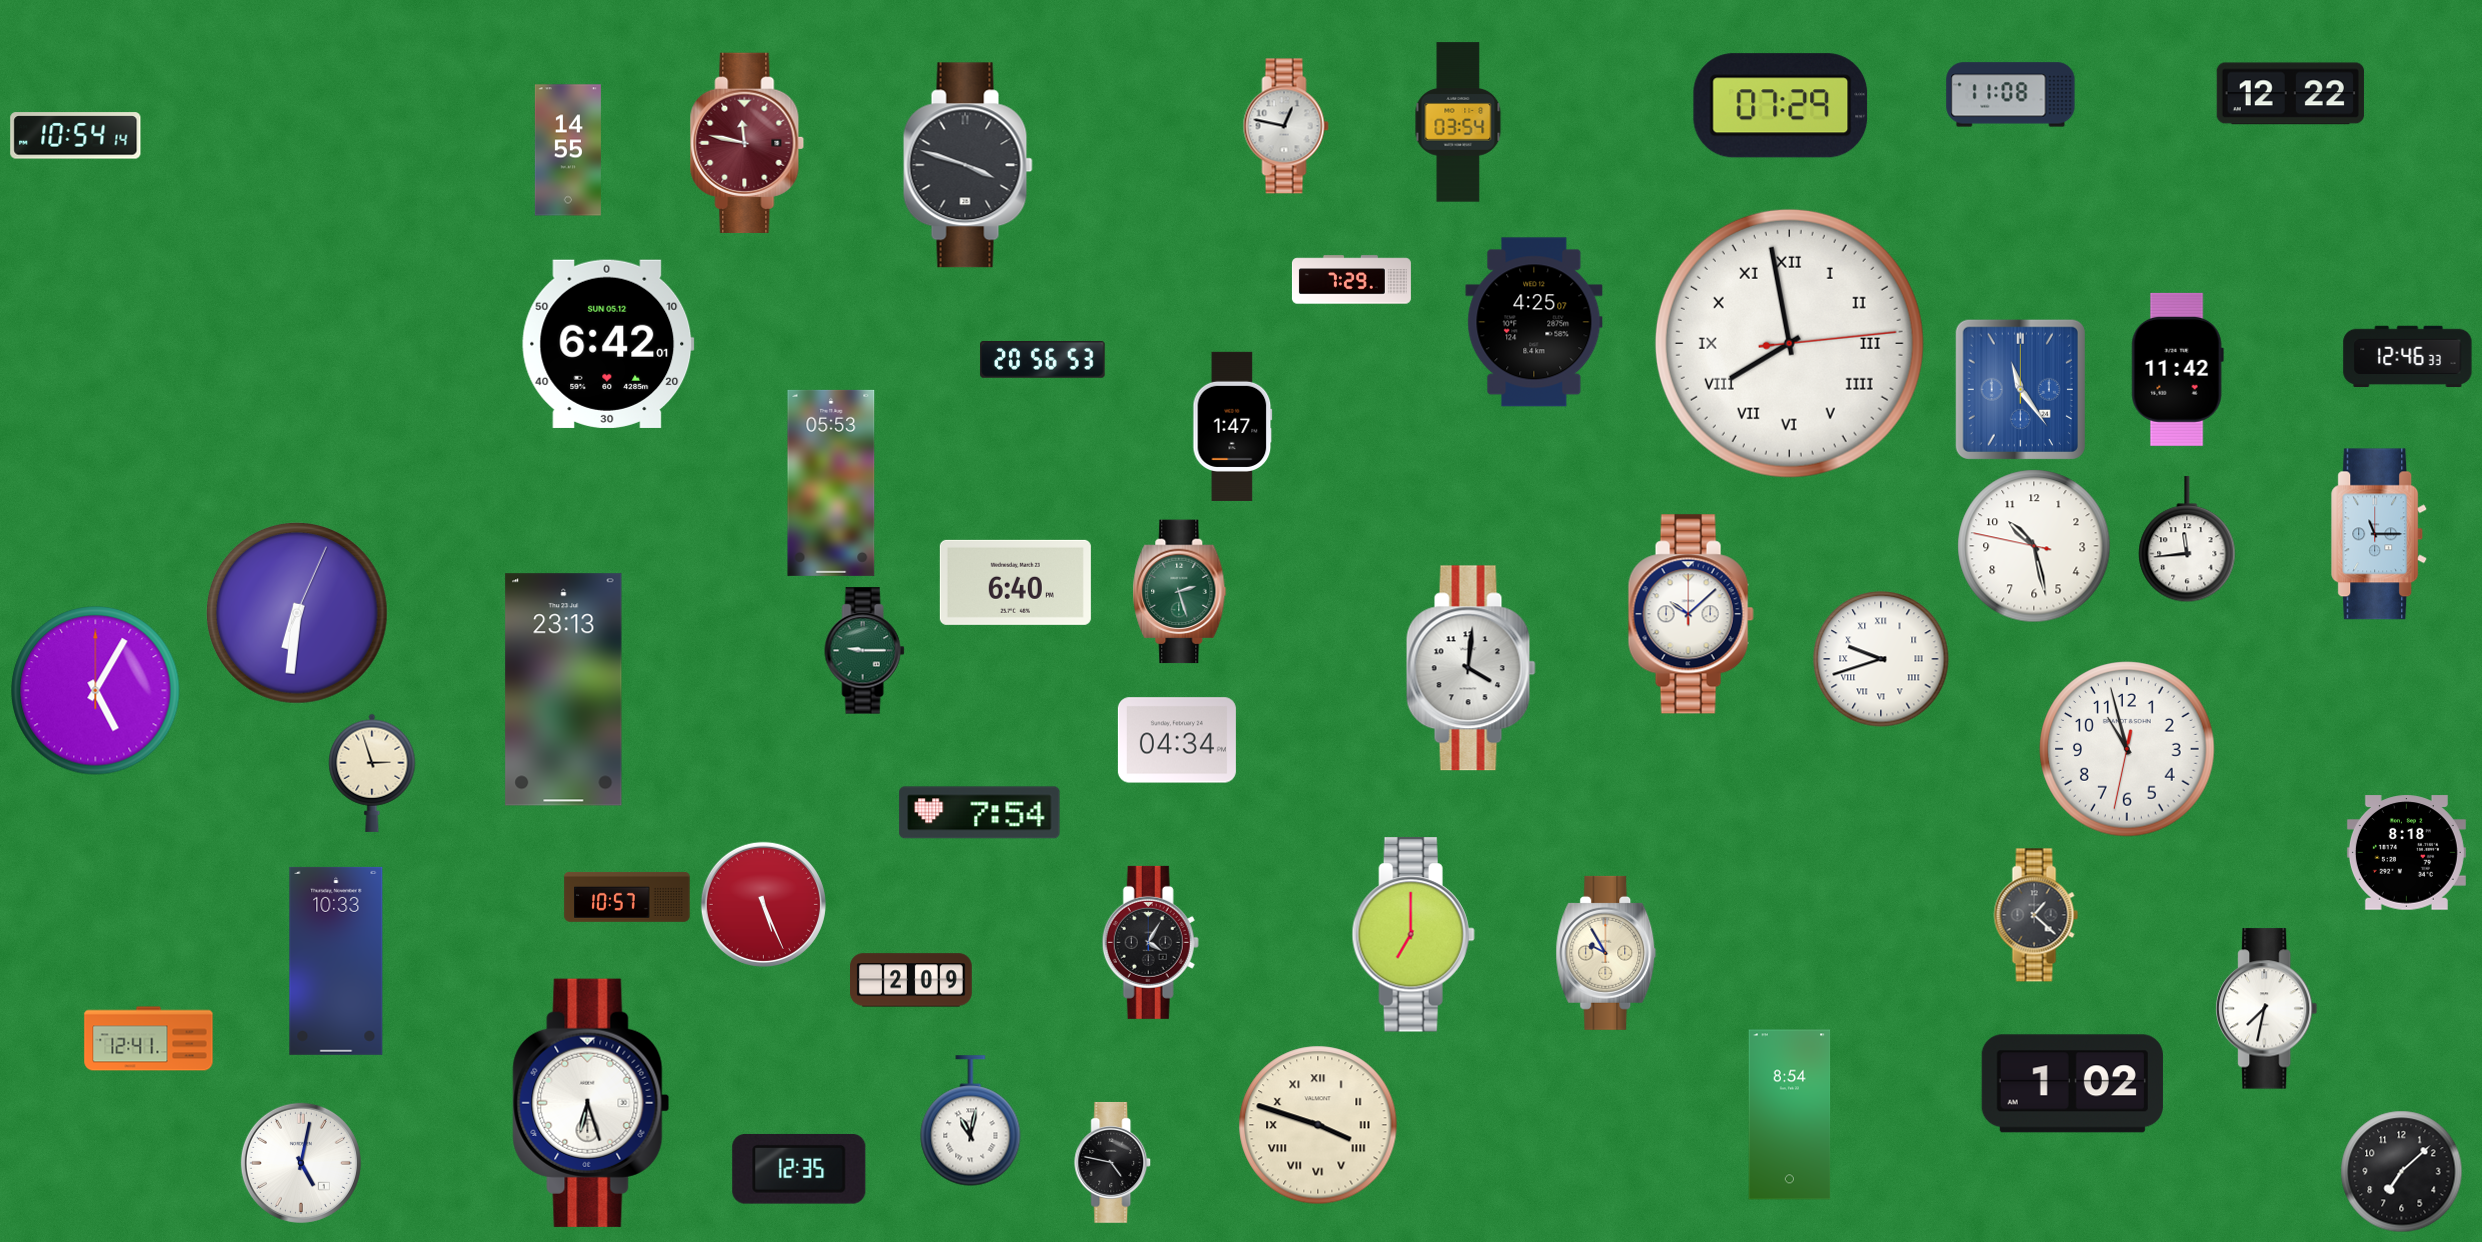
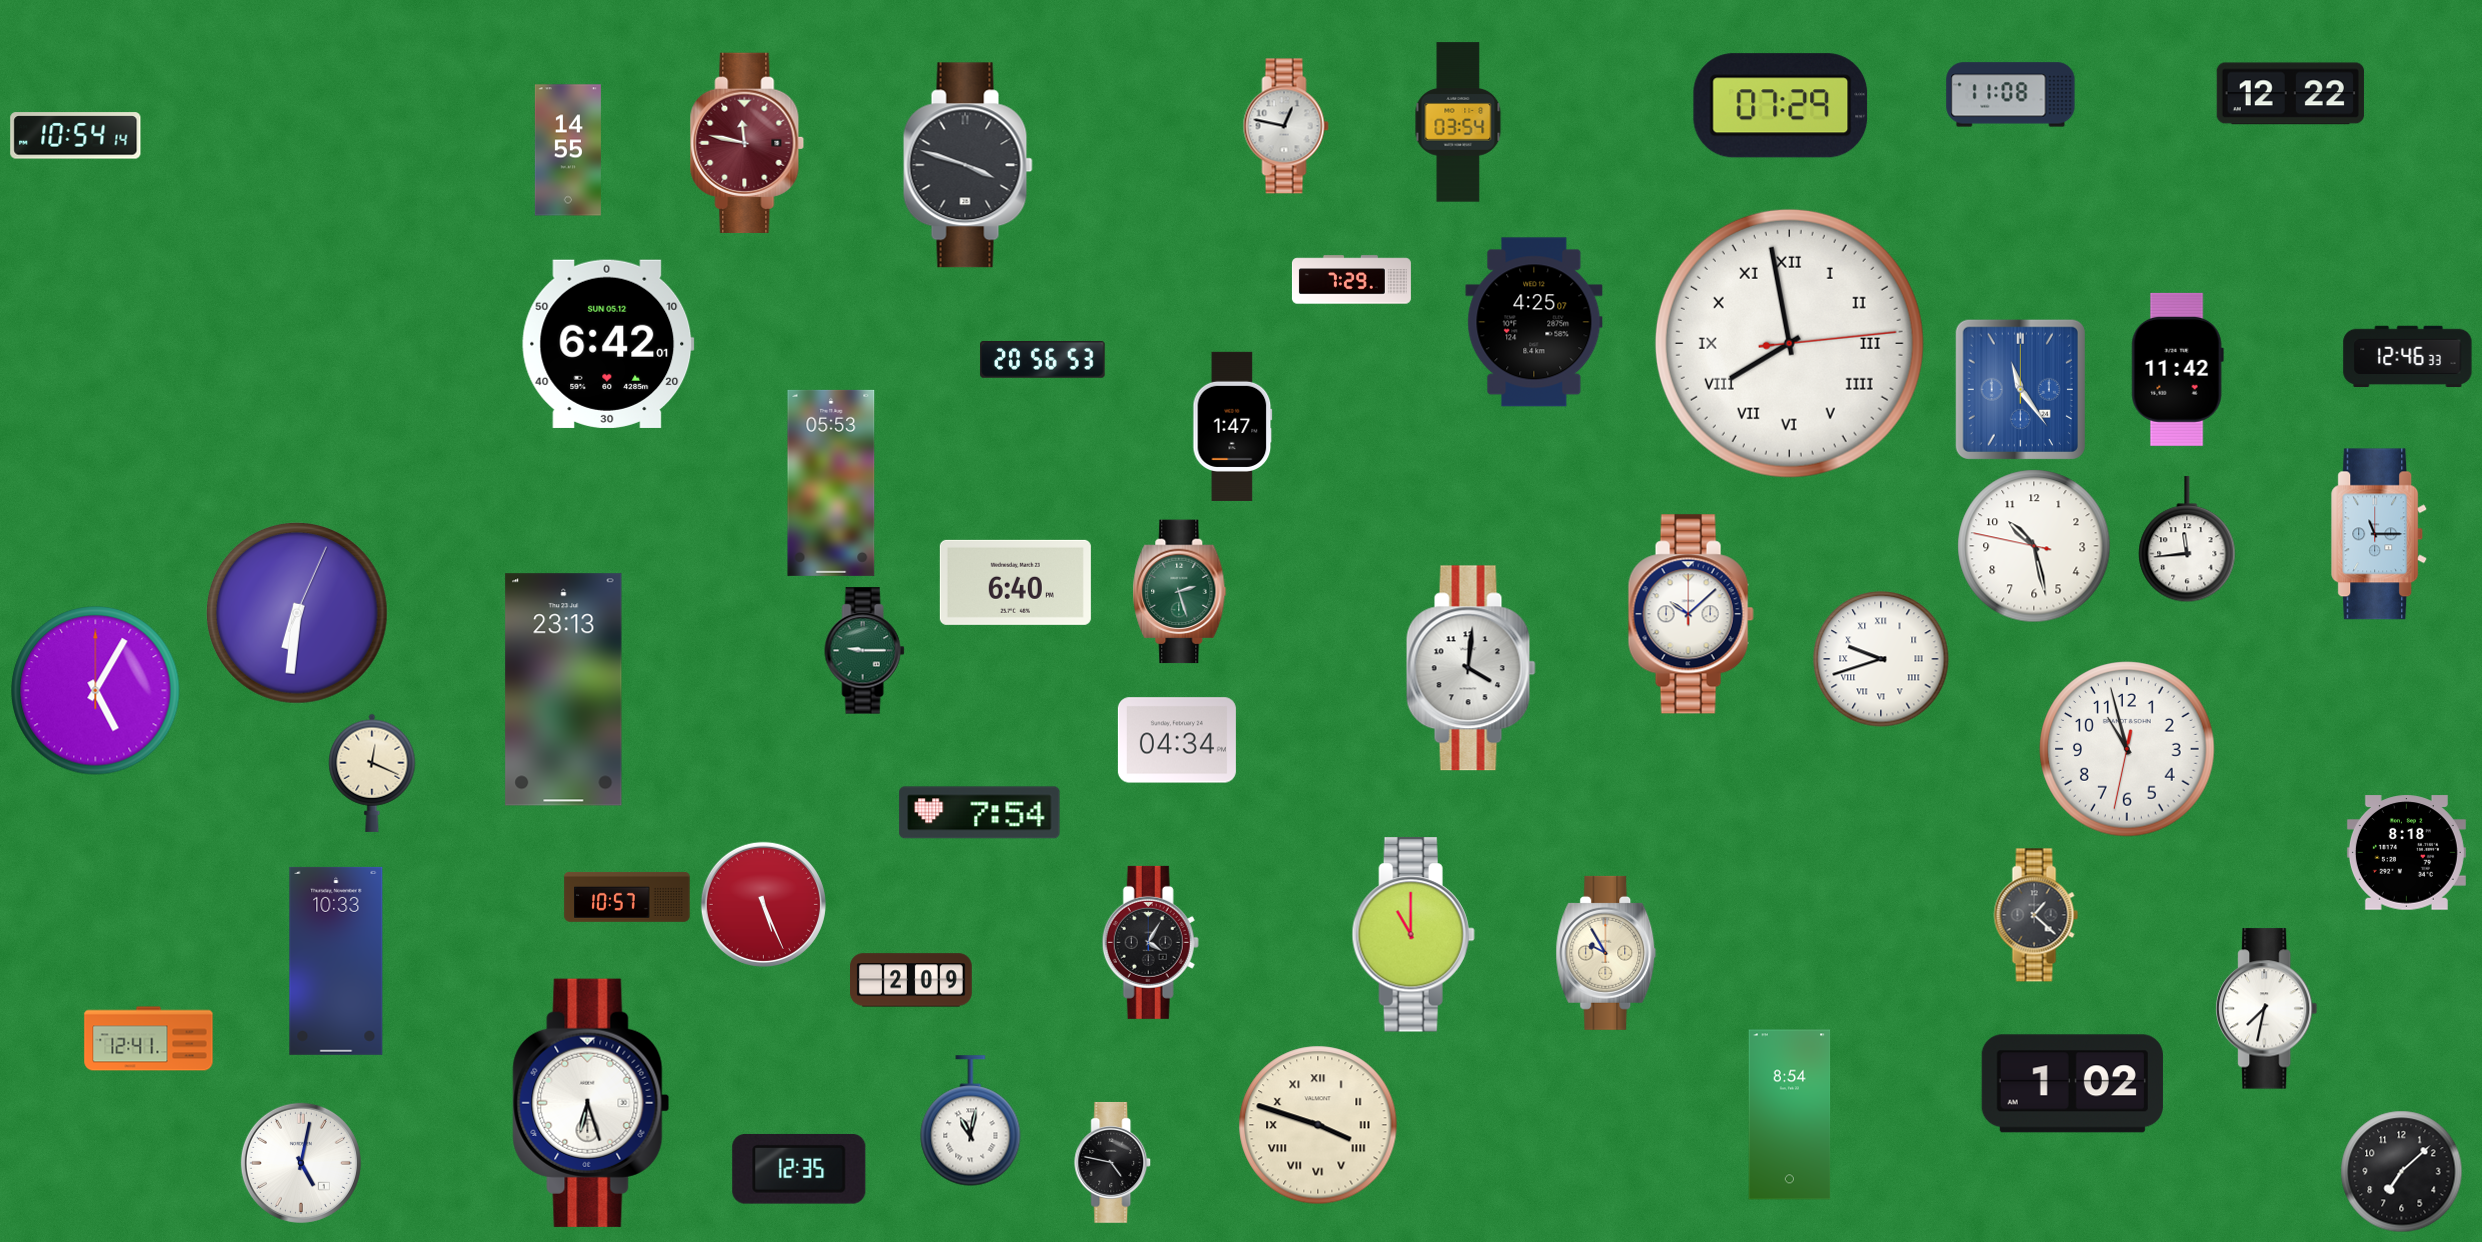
clock at (372, 773): 2:57 -> 12:19
clock at (1413, 935): 7:00 -> 11:00
